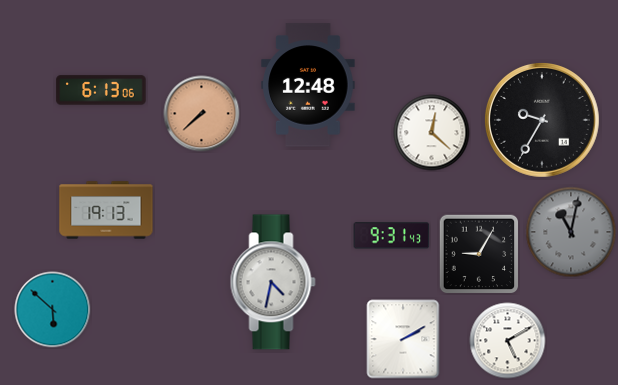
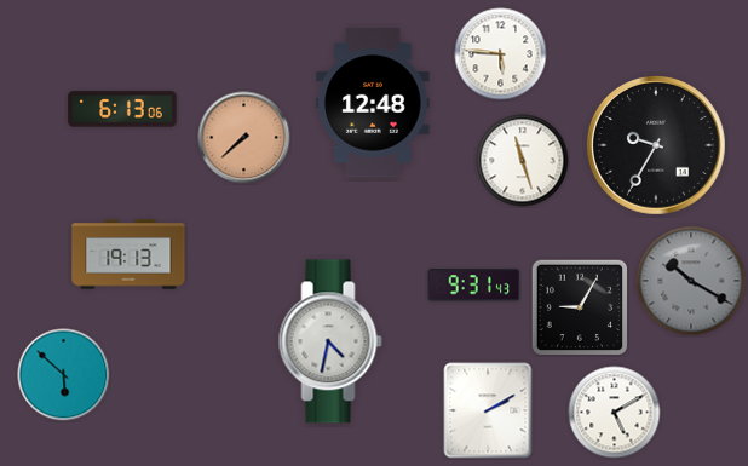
clock at (501, 54): none -> 5:46
clock at (432, 133): 12:22 -> 11:27
clock at (571, 232): 11:02 -> 10:20
